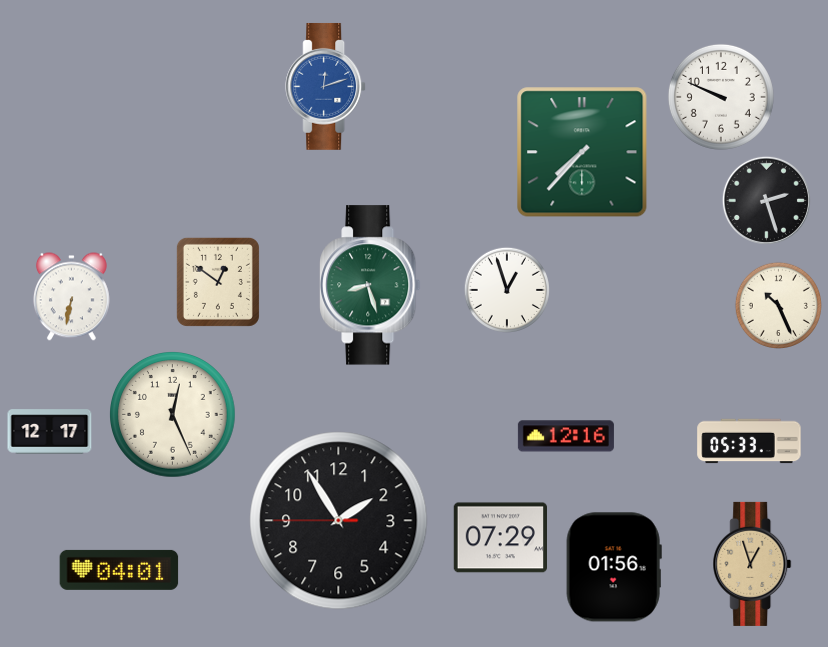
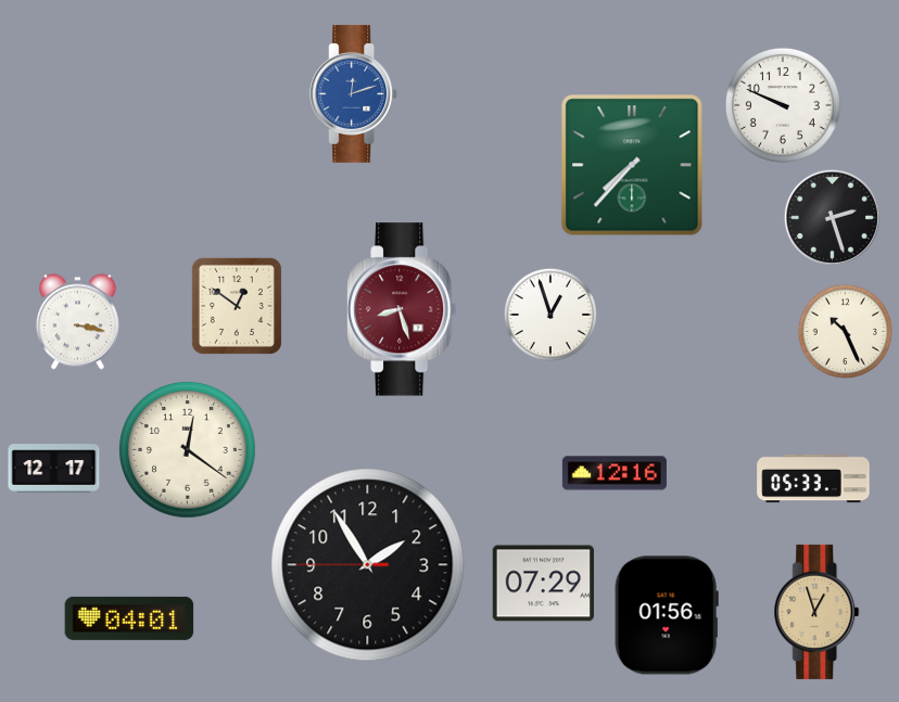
clock at (370, 285) dial: green -> burgundy
clock at (71, 297): 6:32 -> 3:17
clock at (173, 415): 12:26 -> 12:21
